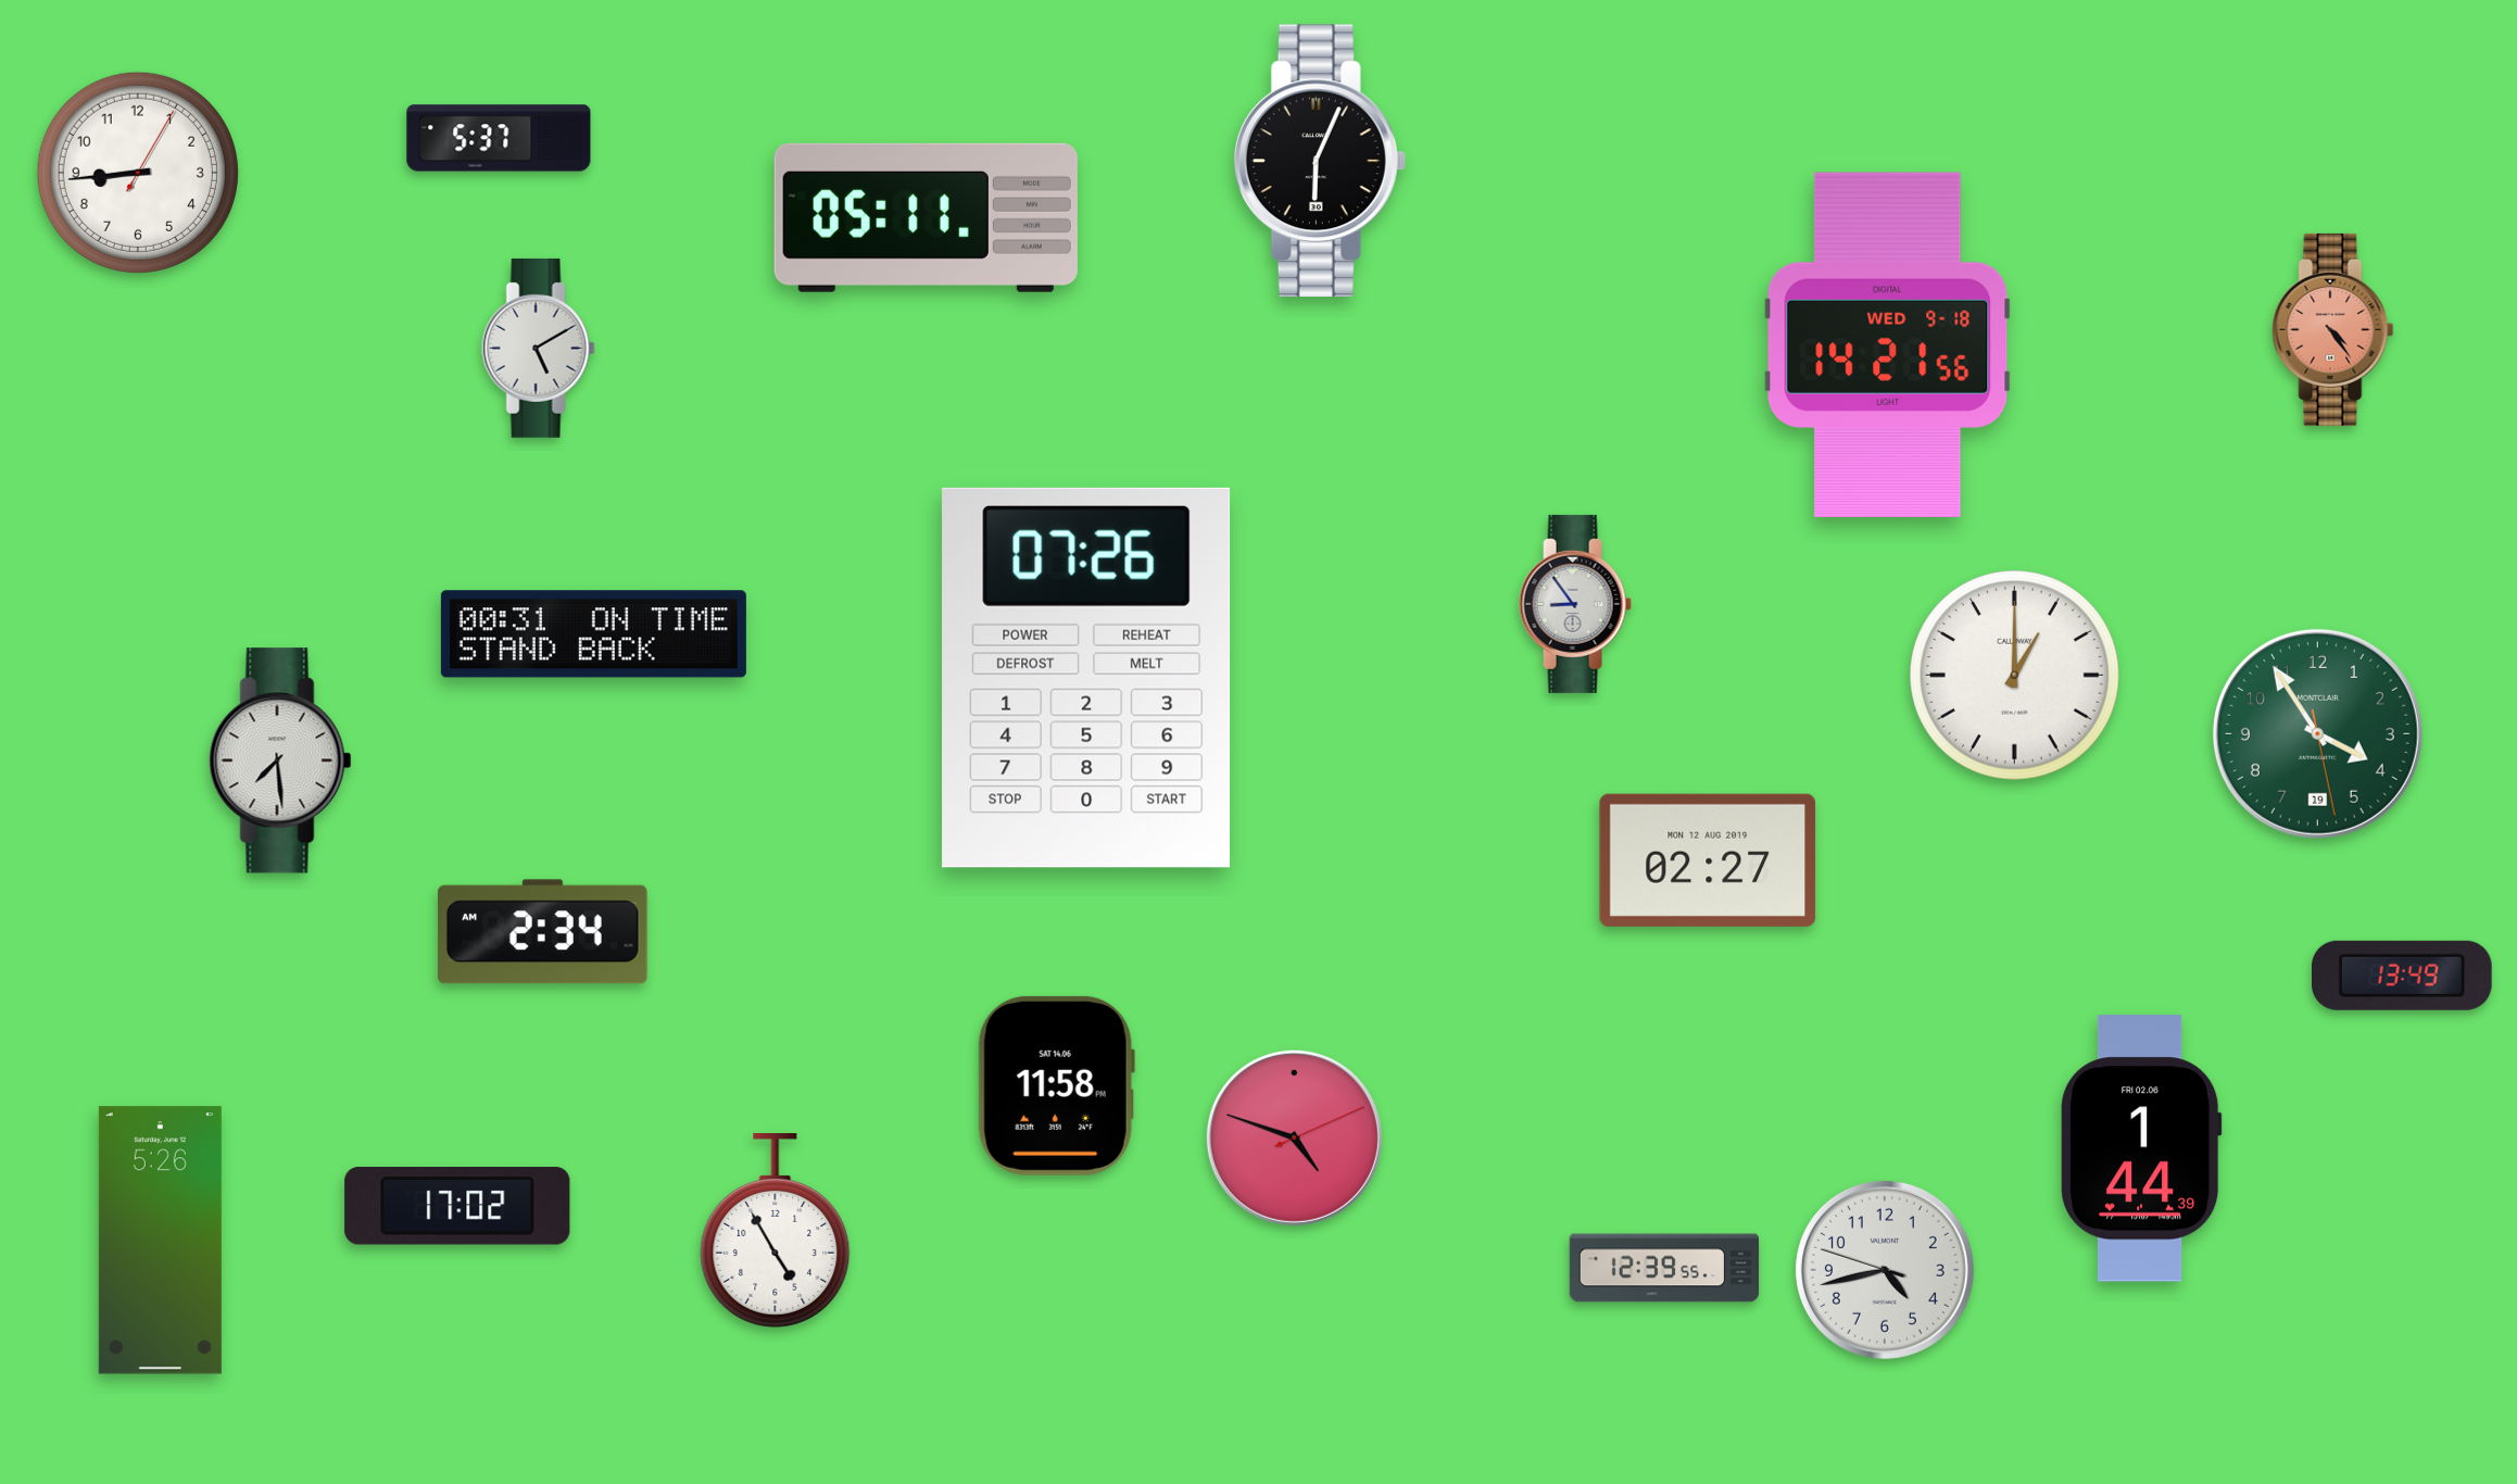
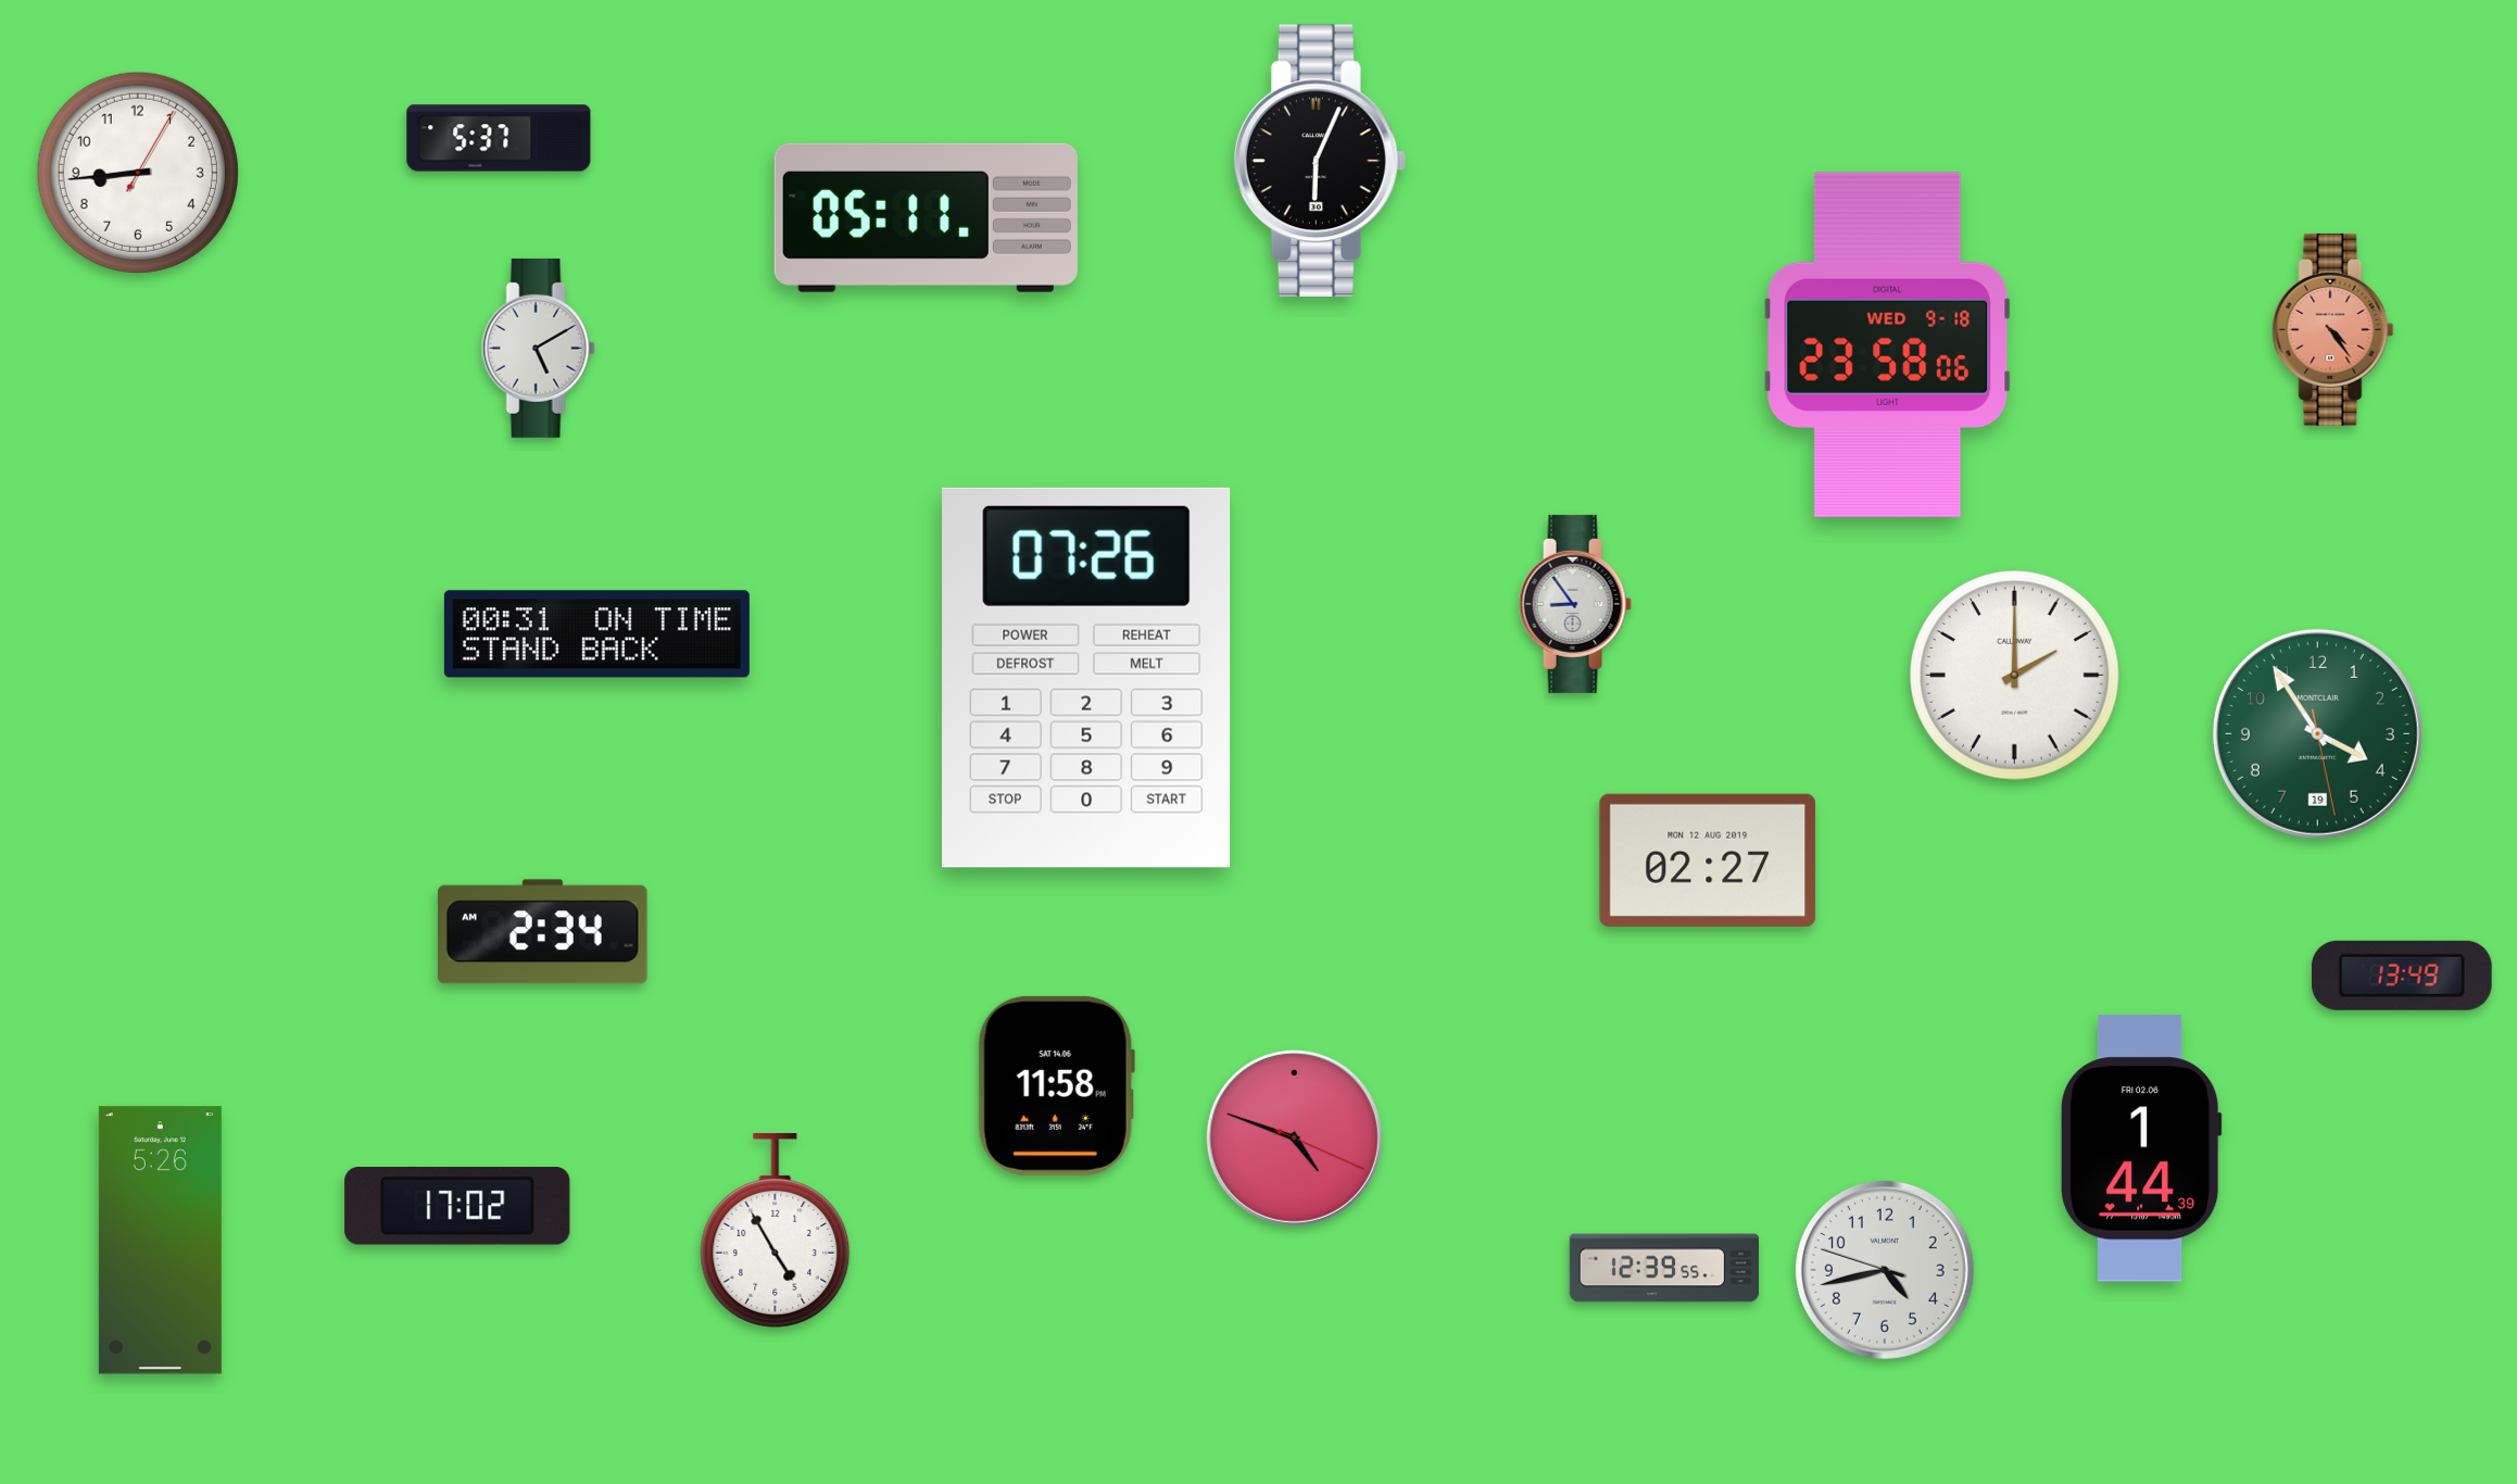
clock at (1888, 344): 14:21 -> 23:58
clock at (593, 634) position: (593, 634) -> (596, 634)
clock at (2015, 676): 1:00 -> 2:00
clock at (280, 760): 7:29 -> none
clock at (1294, 1137): 4:48:11 -> 4:48:19
